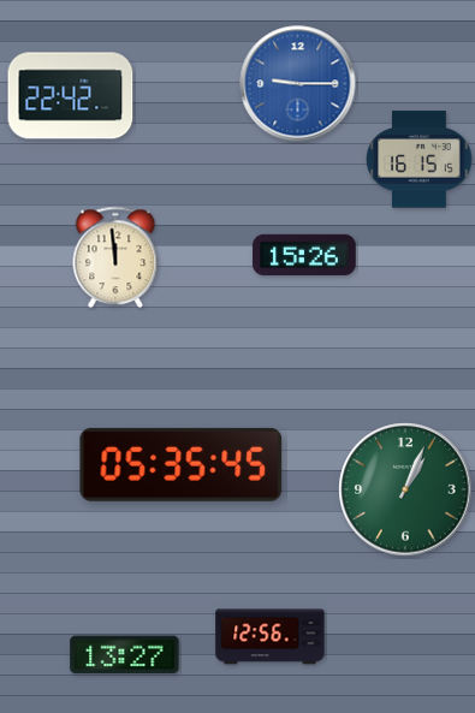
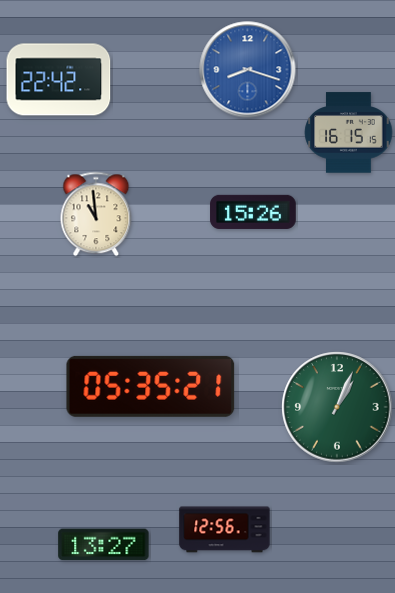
clock at (298, 84): 9:15 -> 8:18
clock at (115, 257): 11:59 -> 10:59
clock at (182, 464): 05:35:45 -> 05:35:21
